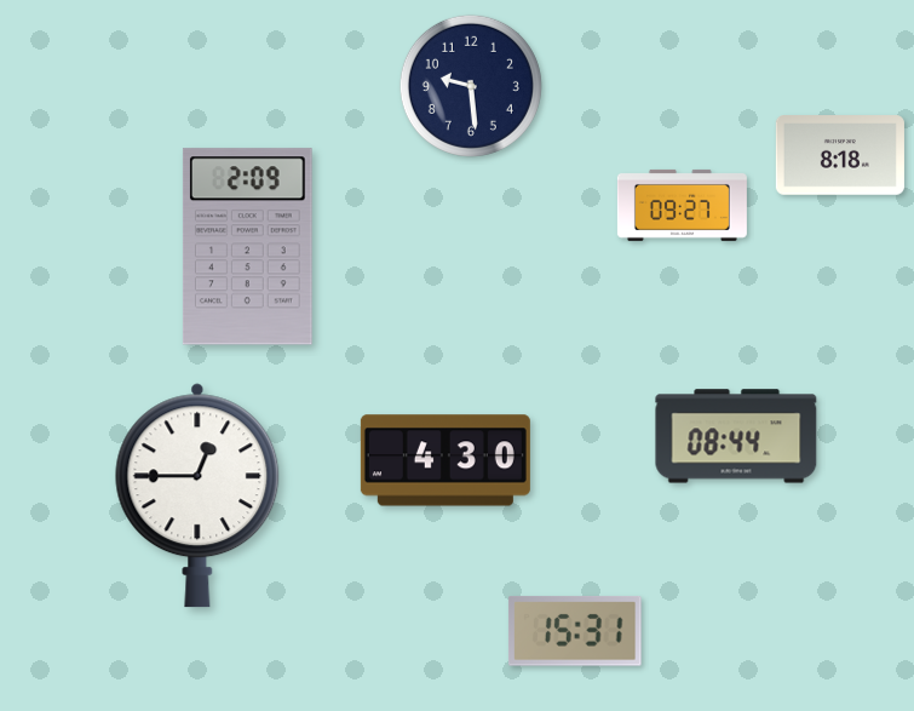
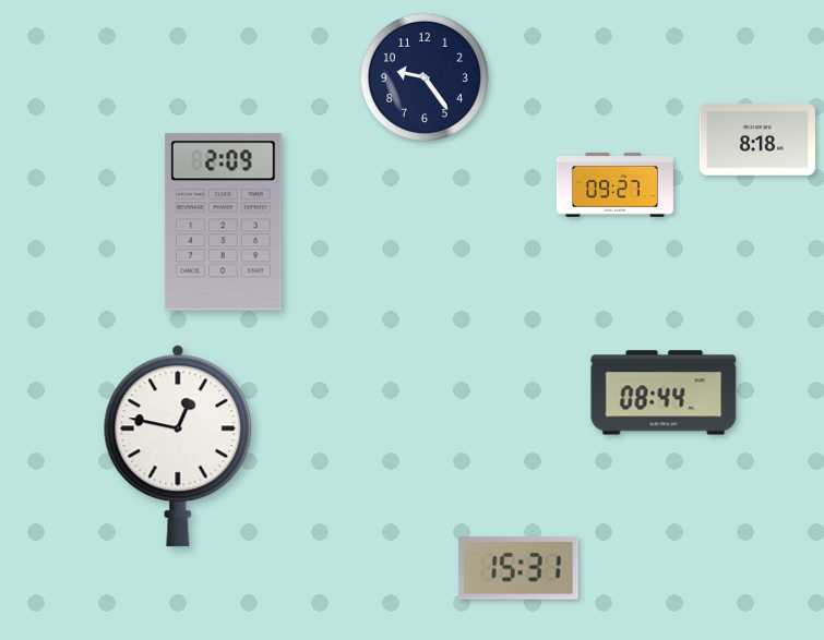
clock at (471, 86): 9:29 -> 9:24
clock at (445, 460): 4:30 -> none
clock at (197, 495): 12:45 -> 12:47
